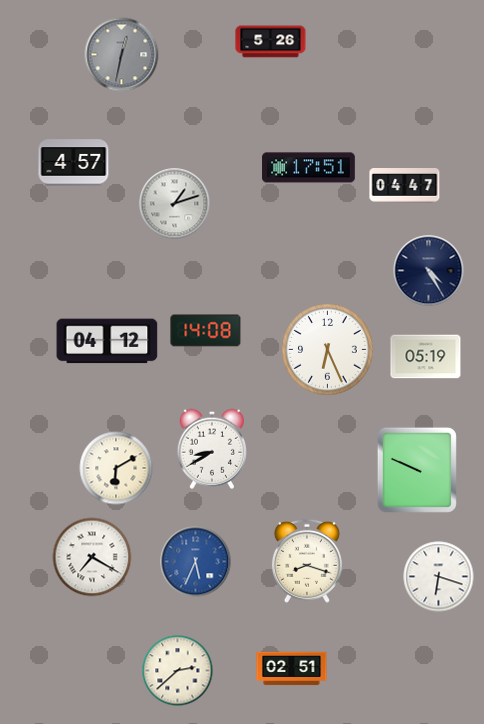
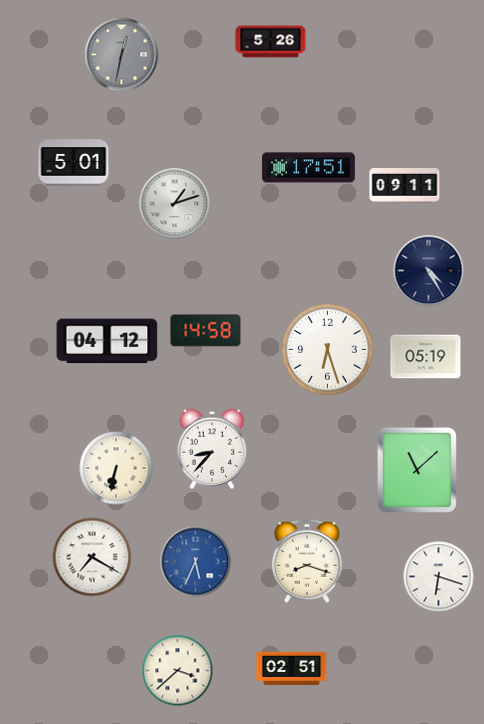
clock at (74, 163): 4:57 -> 5:01
clock at (405, 186): 04:47 -> 09:11
clock at (206, 331): 14:08 -> 14:58
clock at (328, 350): 6:26 -> 6:27
clock at (211, 449): 8:40 -> 8:37
clock at (116, 468): 6:10 -> 6:32
clock at (417, 470): 9:49 -> 11:08
clock at (178, 671): 2:38 -> 3:38
